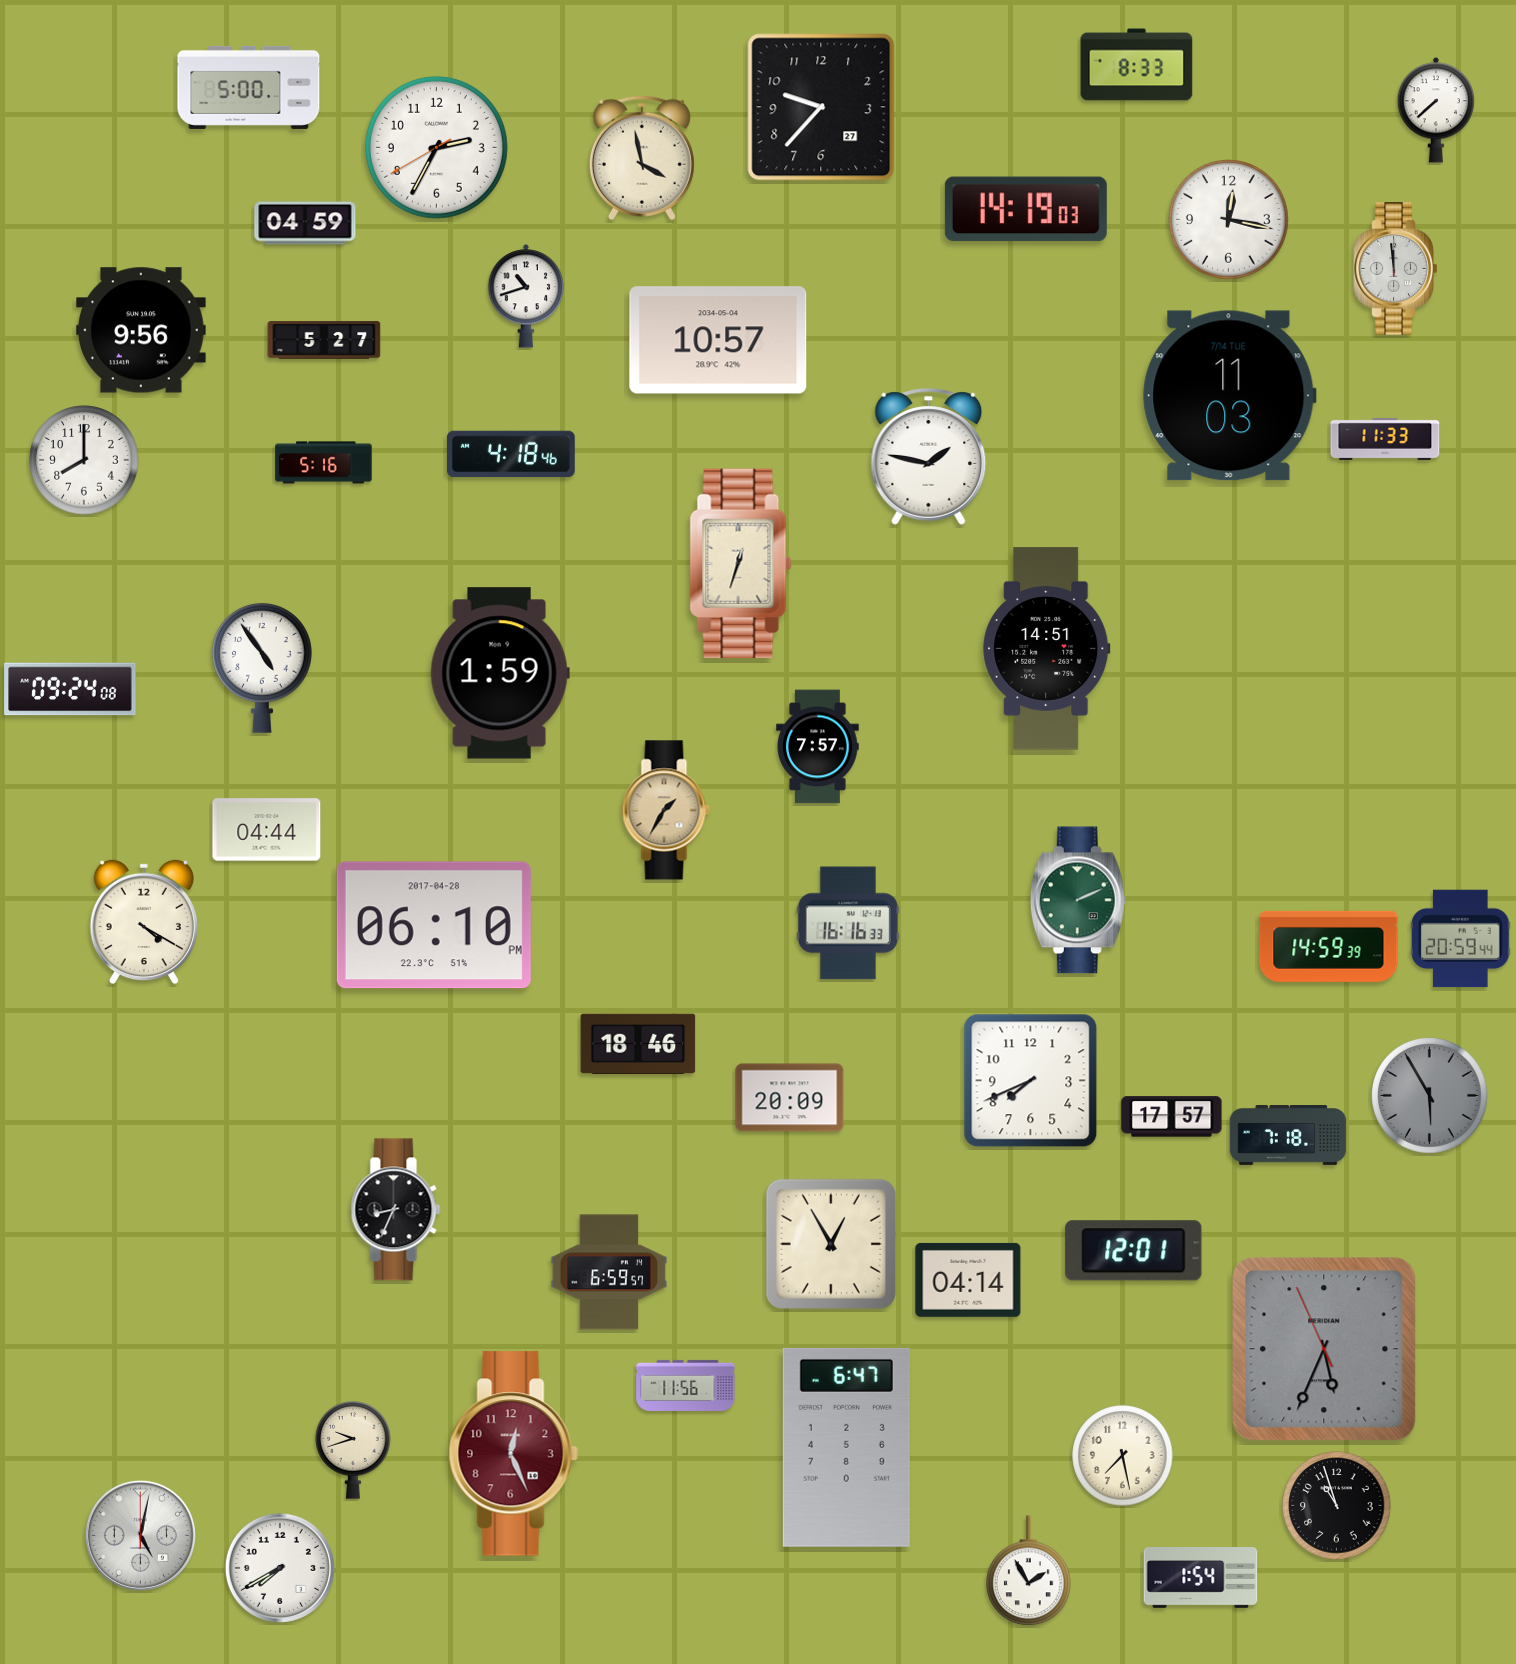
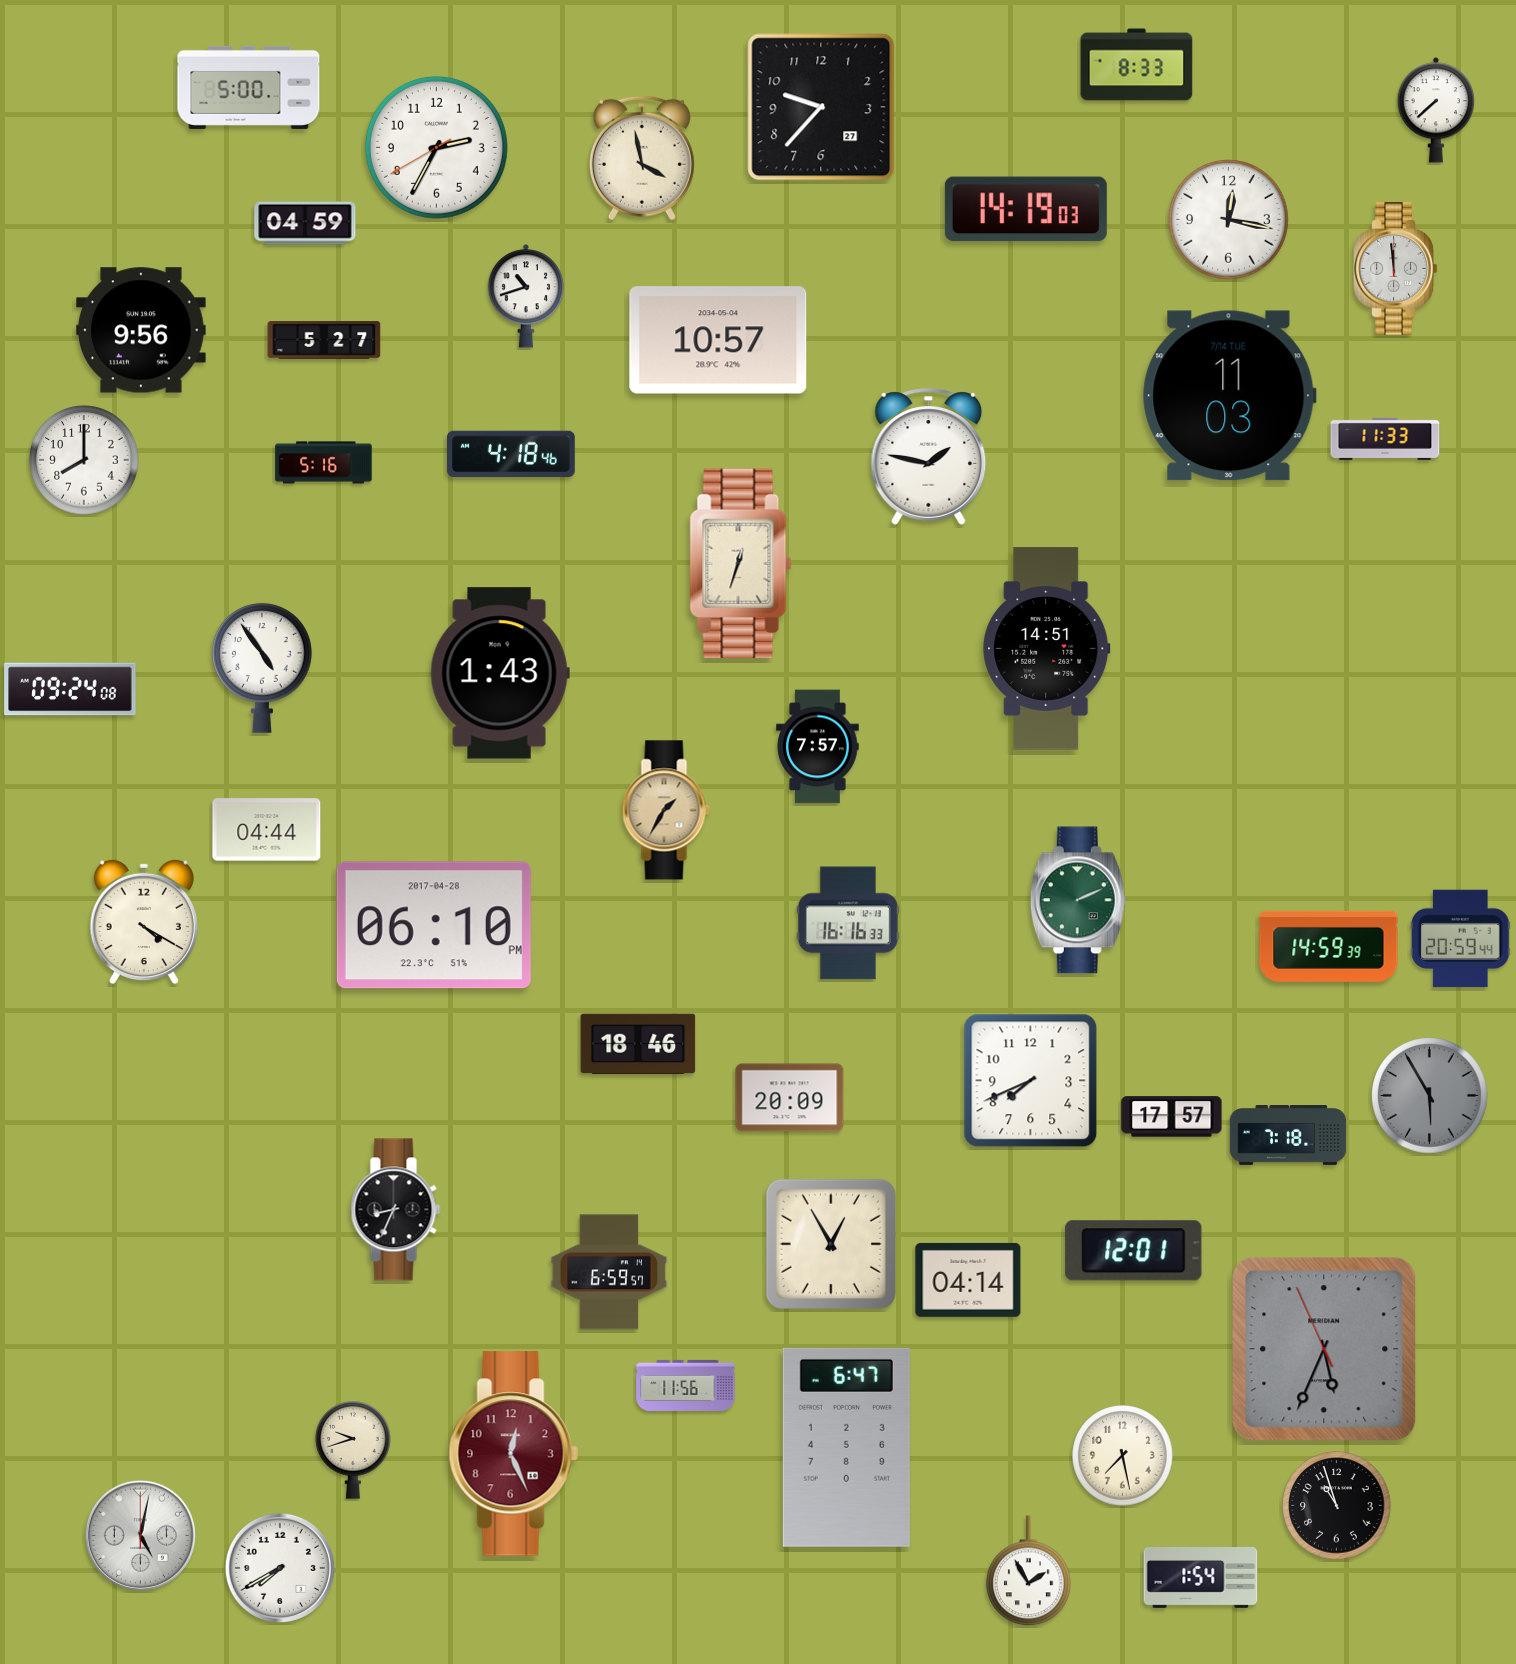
clock at (500, 673): 1:59 -> 1:43
